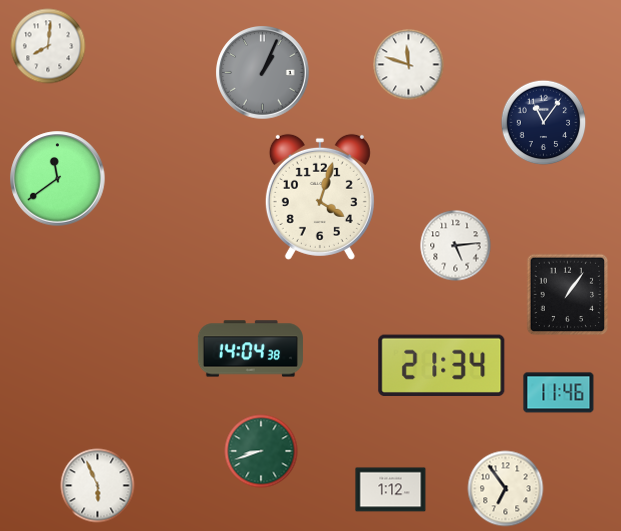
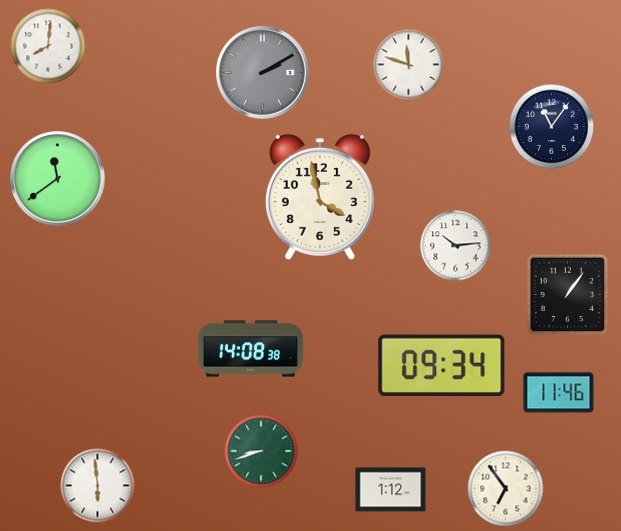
clock at (263, 73): 1:04 -> 2:10
clock at (544, 123) position: (544, 123) -> (552, 127)
clock at (320, 197): 4:03 -> 3:58
clock at (456, 246): 5:14 -> 10:14
clock at (250, 349): 14:04 -> 14:08
clock at (442, 365): 21:34 -> 09:34
clock at (98, 486): 5:56 -> 5:59
